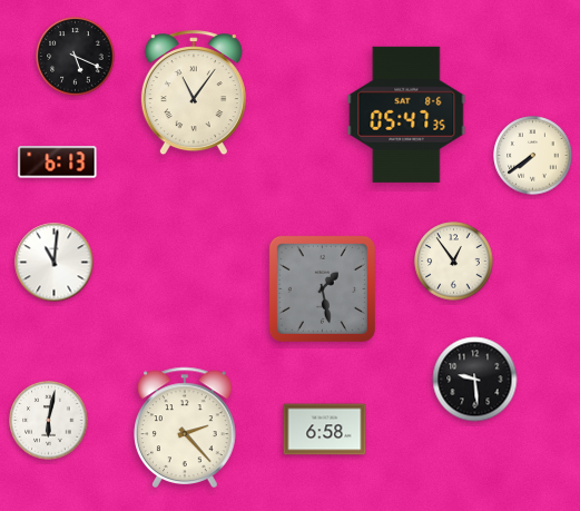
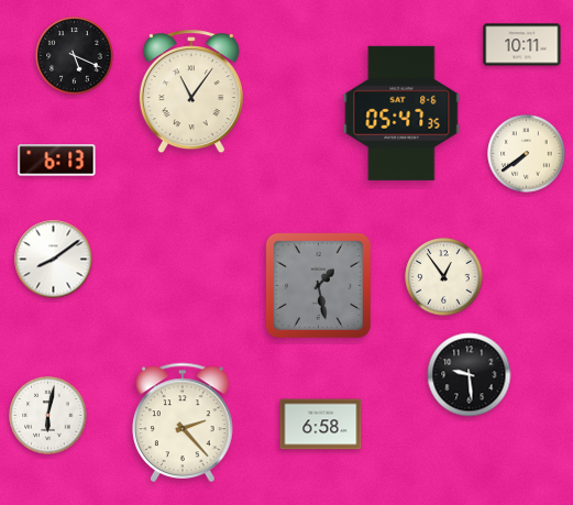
clock at (522, 45): none -> 10:11
clock at (454, 262) position: (454, 262) -> (444, 277)
clock at (55, 263): 11:01 -> 8:09
